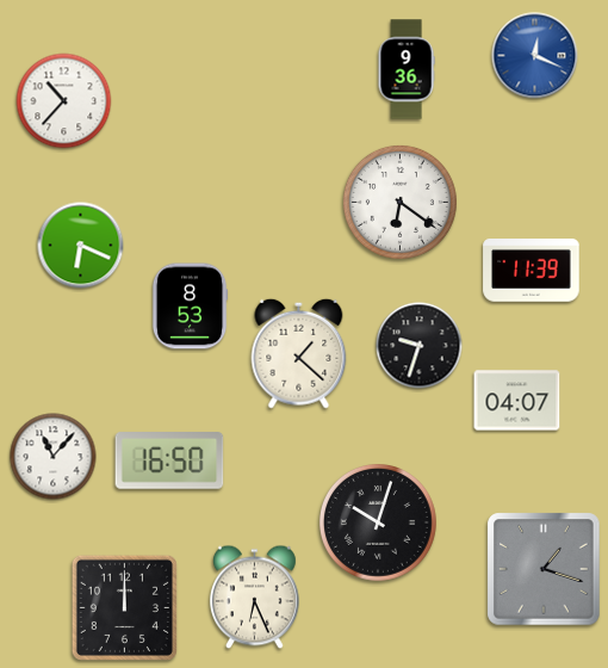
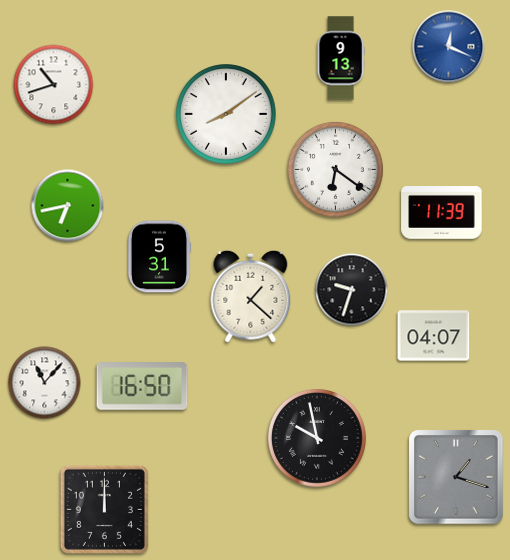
clock at (407, 69): 9:36 -> 9:13
clock at (64, 101): 10:37 -> 10:42
clock at (226, 114): none -> 8:09
clock at (81, 246): 6:19 -> 6:43
clock at (532, 271) position: (532, 271) -> (442, 213)
clock at (190, 307): 8:53 -> 5:31
clock at (379, 524): 10:03 -> 9:58
clock at (255, 598): 6:26 -> none
